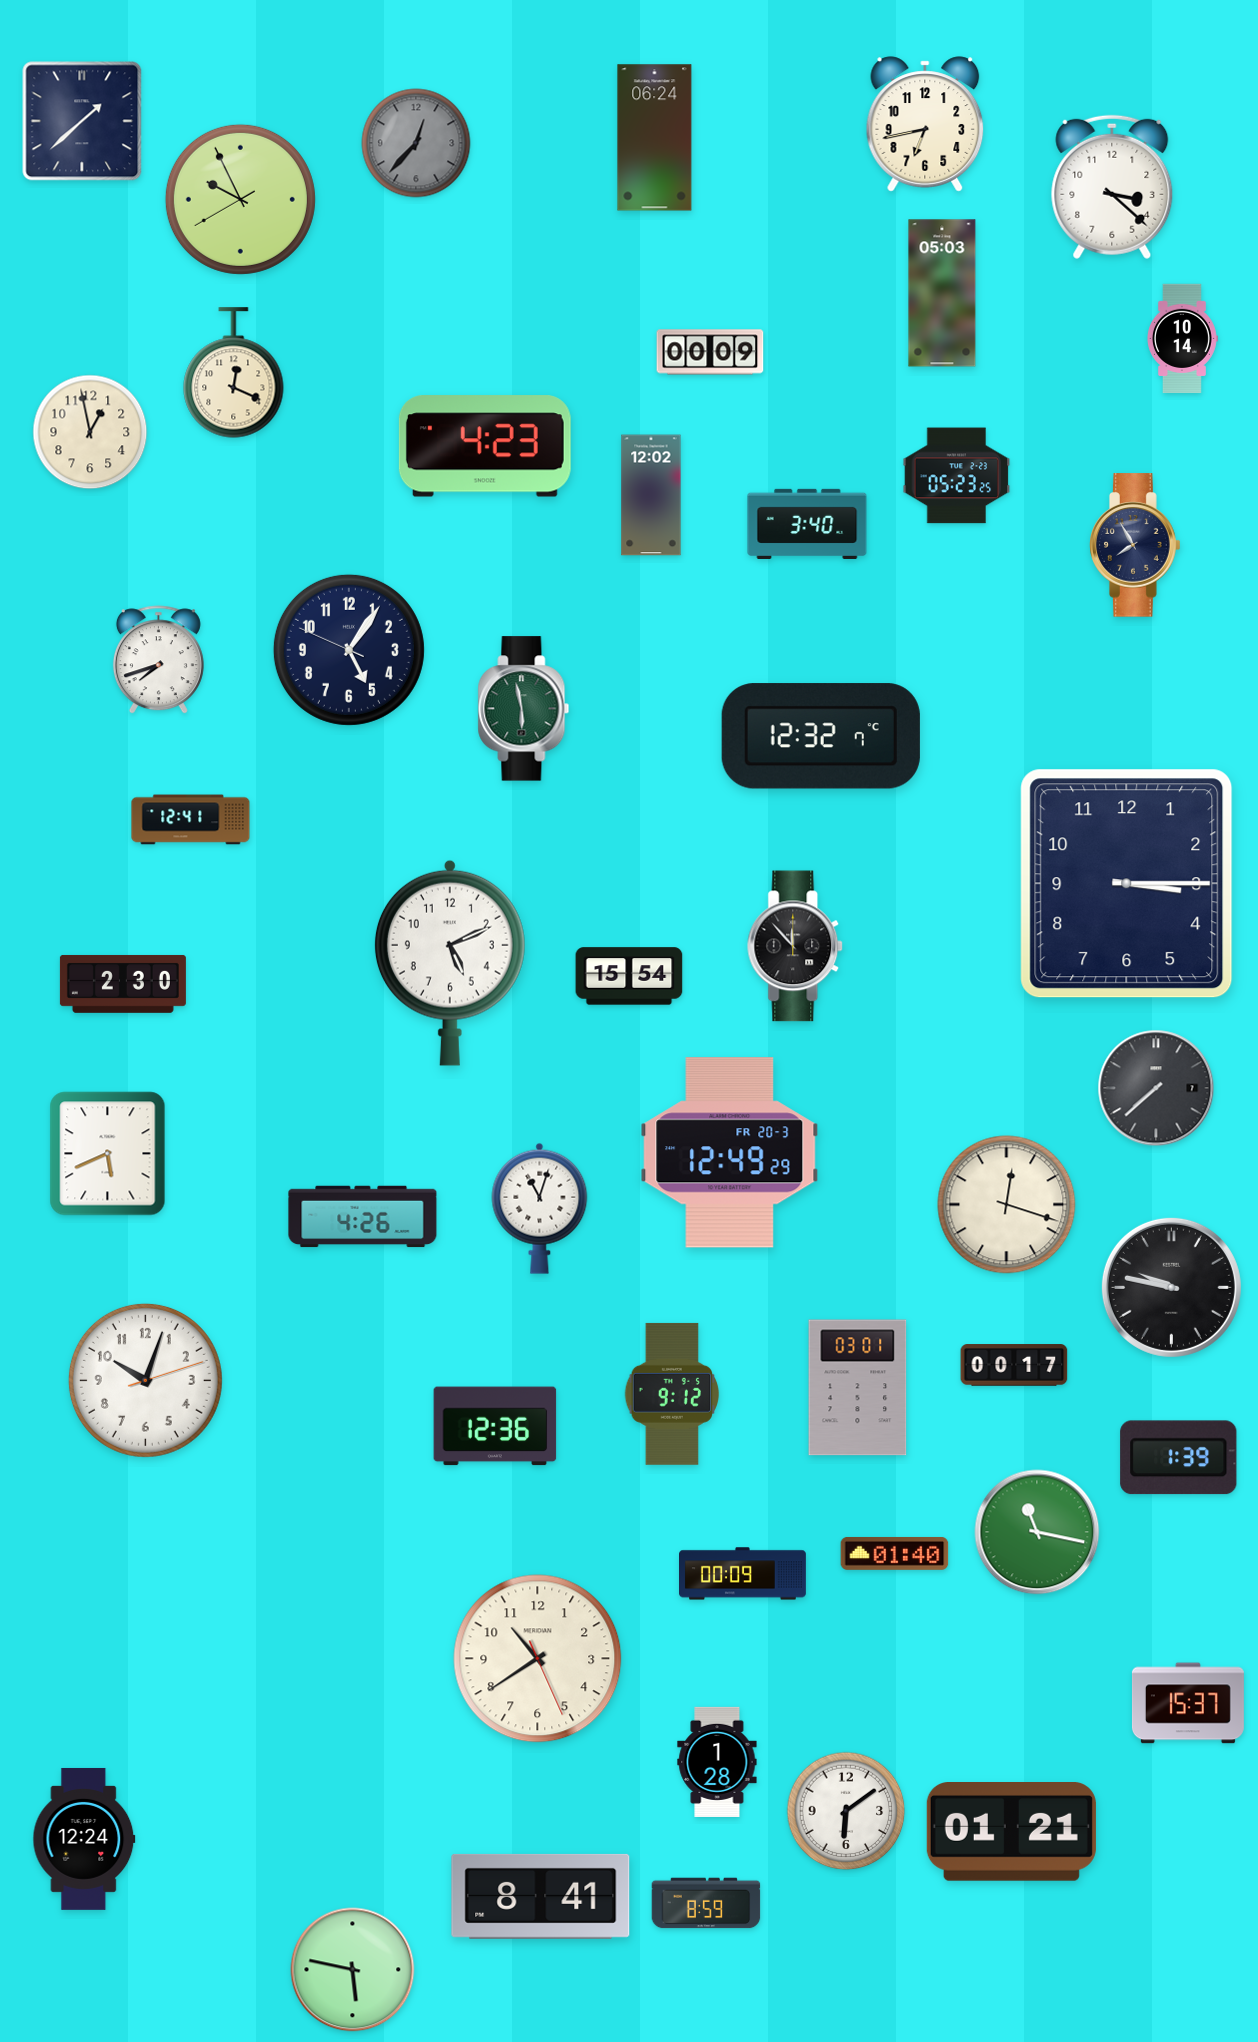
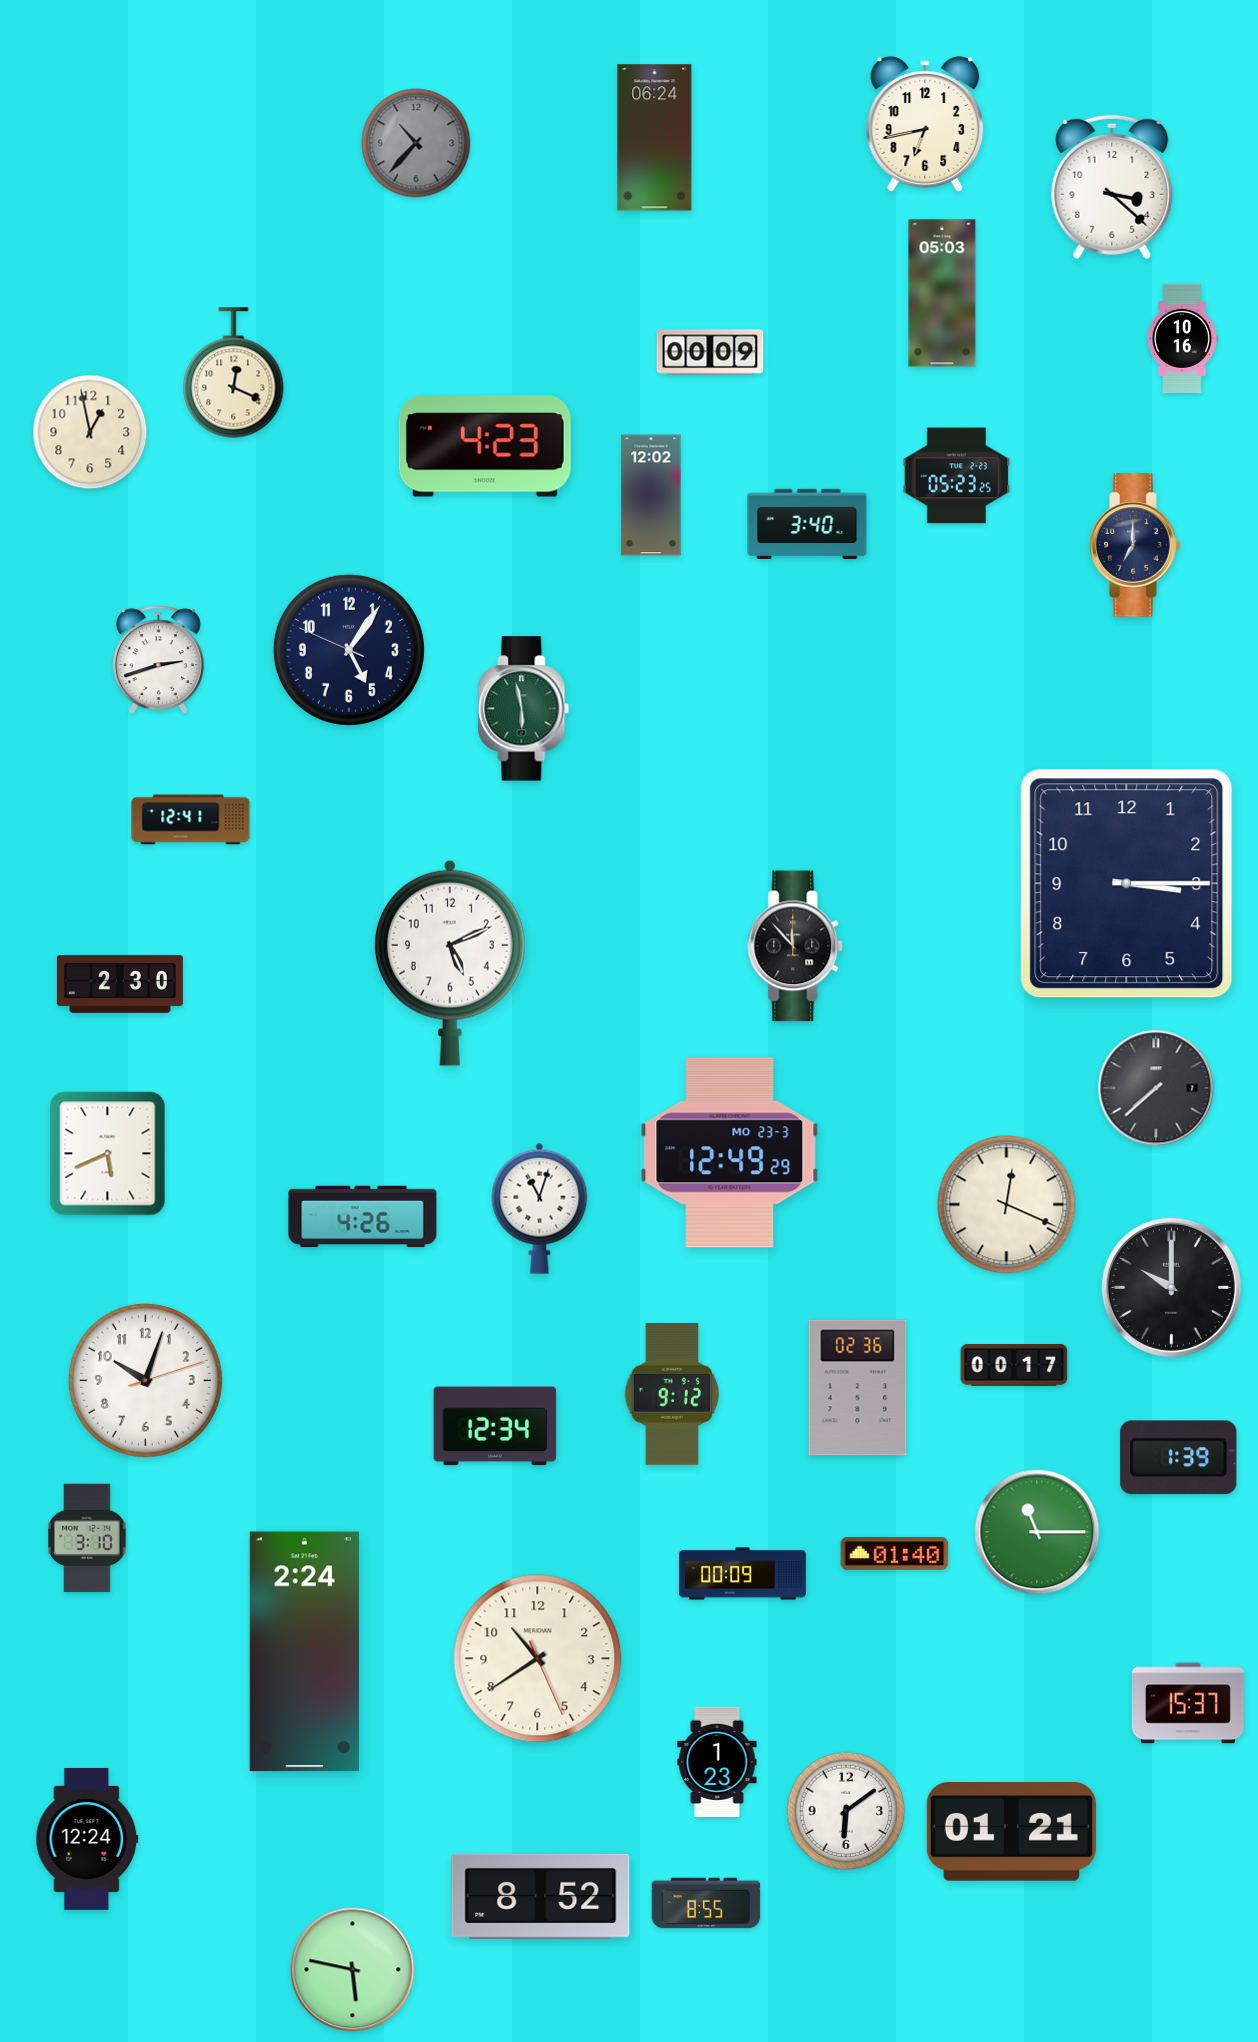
clock at (82, 121): 1:38 -> none
clock at (416, 143): 12:37 -> 10:37
clock at (240, 199): 9:55 -> none
clock at (1183, 339): 10:14 -> 10:16
clock at (1135, 545): 7:55 -> 7:00
clock at (158, 660): 7:42 -> 2:42
clock at (821, 736): 12:32 -> none
clock at (629, 976): 15:54 -> none
clock at (123, 984) position: (123, 984) -> (120, 984)
clock at (730, 1153) date: FR 20-3 -> MO 23-3
clock at (1007, 1205): 12:18 -> 12:19
clock at (1171, 1287): 9:47 -> 10:00
clock at (858, 1388): 03:01 -> 02:36
clock at (495, 1426): 12:36 -> 12:34
clock at (1037, 1532): 11:17 -> 11:15
clock at (87, 1538): none -> 3:10
clock at (304, 1652): none -> 2:24
clock at (717, 1762): 1:28 -> 1:23
clock at (84, 1839) position: (84, 1839) -> (87, 1839)
clock at (541, 1896): 8:41 -> 8:52
clock at (706, 1903): 8:59 -> 8:55
